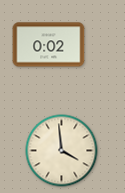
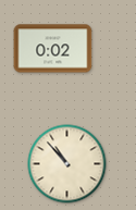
clock at (62, 151): 3:59 -> 10:53
